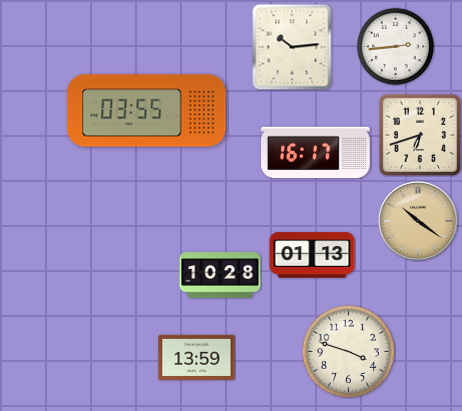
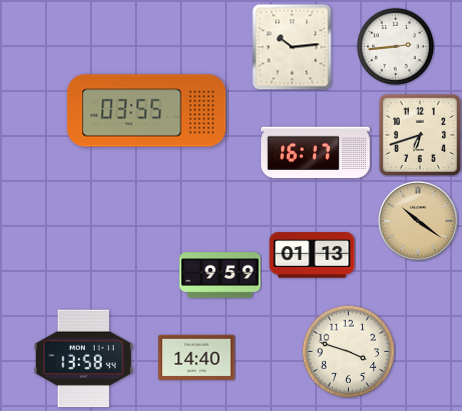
clock at (220, 275): 10:28 -> 9:59
clock at (197, 357): 13:59 -> 14:40
clock at (83, 359): none -> 13:58
